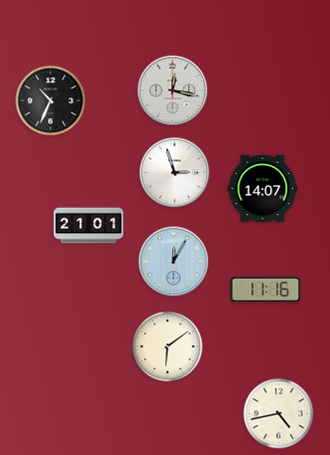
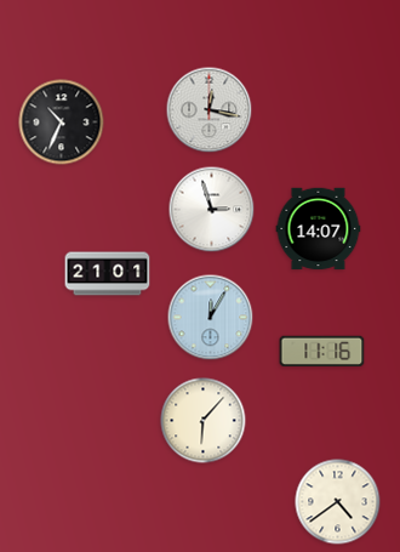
clock at (168, 347): 6:09 -> 6:07
clock at (279, 414): 4:43 -> 4:39
